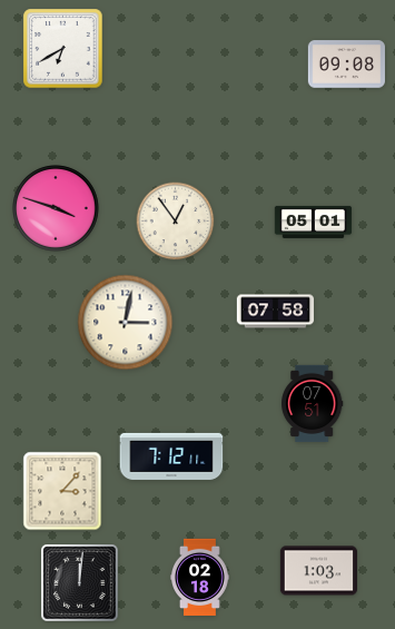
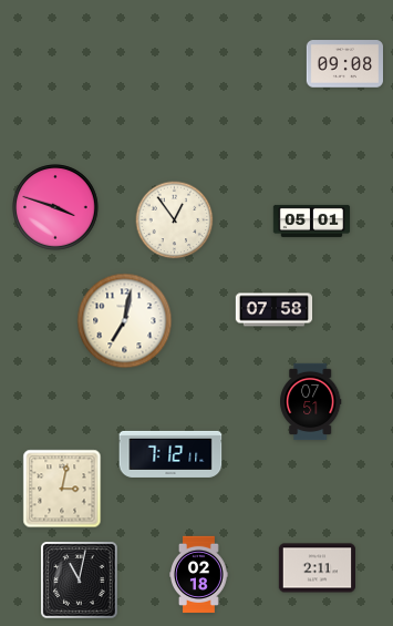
clock at (63, 49): 6:40 -> none
clock at (126, 323): 3:02 -> 7:02
clock at (62, 491): 3:07 -> 3:02
clock at (318, 571): 1:03 -> 2:11
clock at (80, 583): 12:01 -> 11:02
